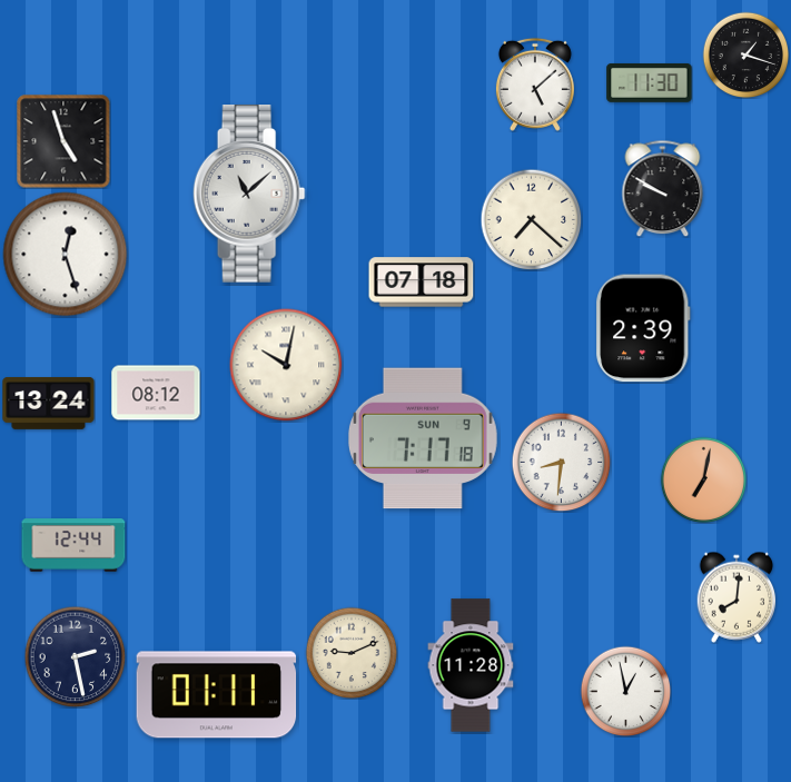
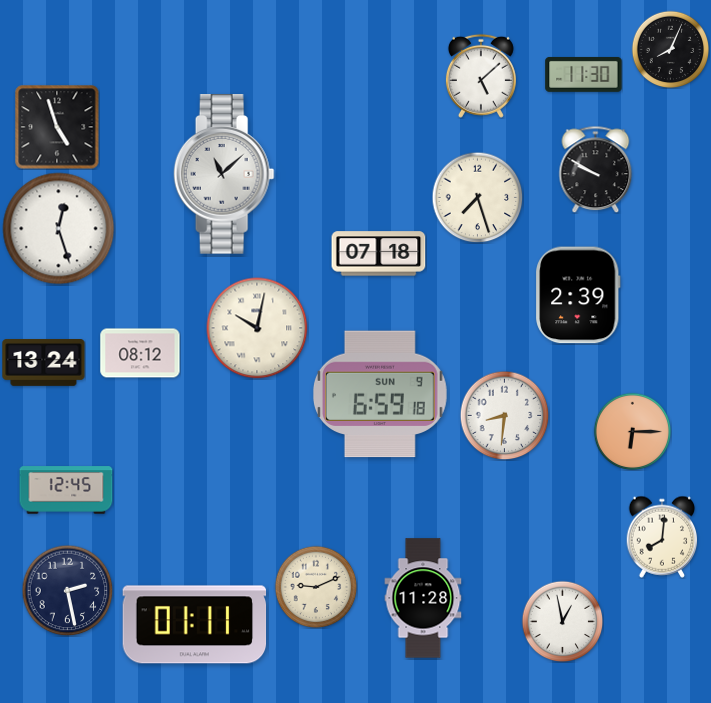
clock at (745, 55): 1:18 -> 8:04
clock at (531, 219): 7:22 -> 7:27
clock at (423, 438): 7:17 -> 6:59
clock at (703, 479): 7:02 -> 6:15
clock at (73, 545): 12:44 -> 12:45
